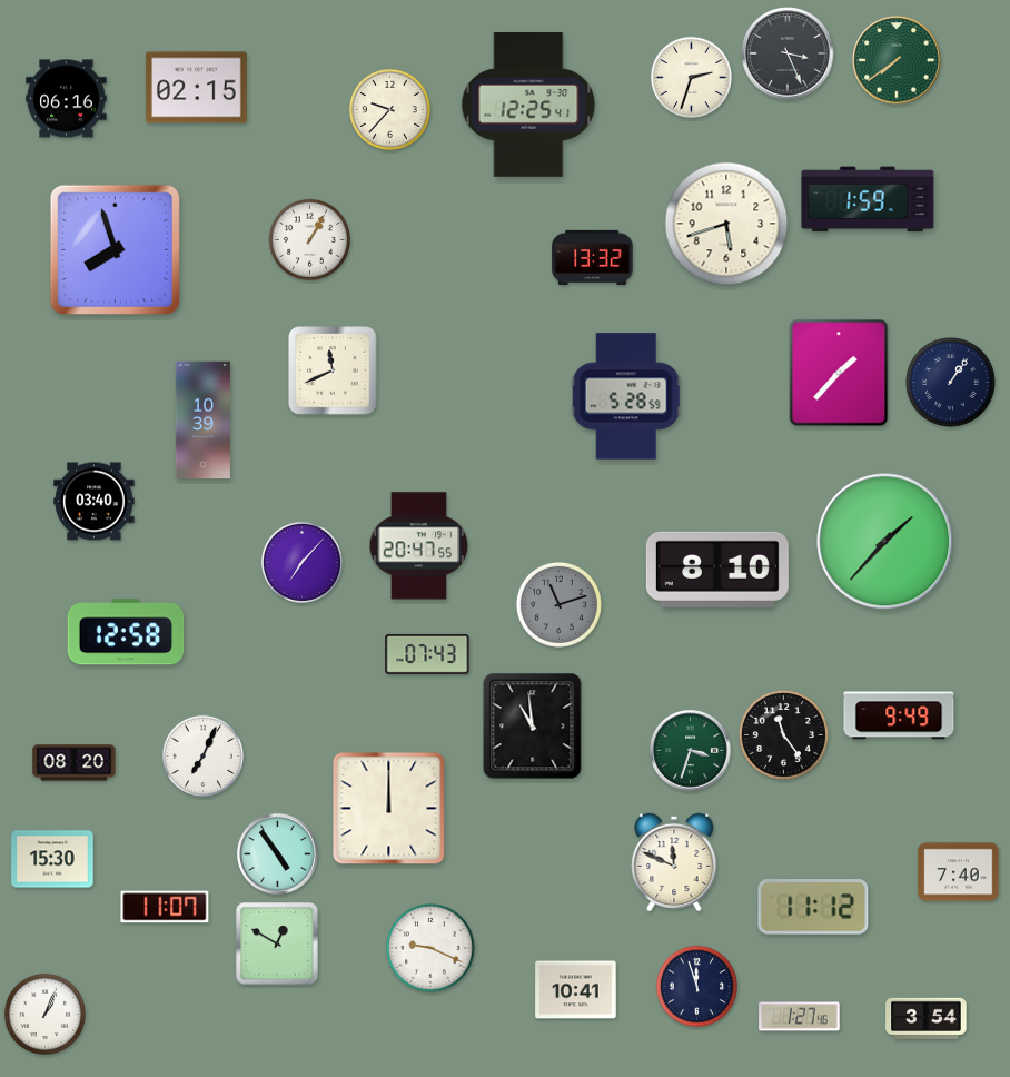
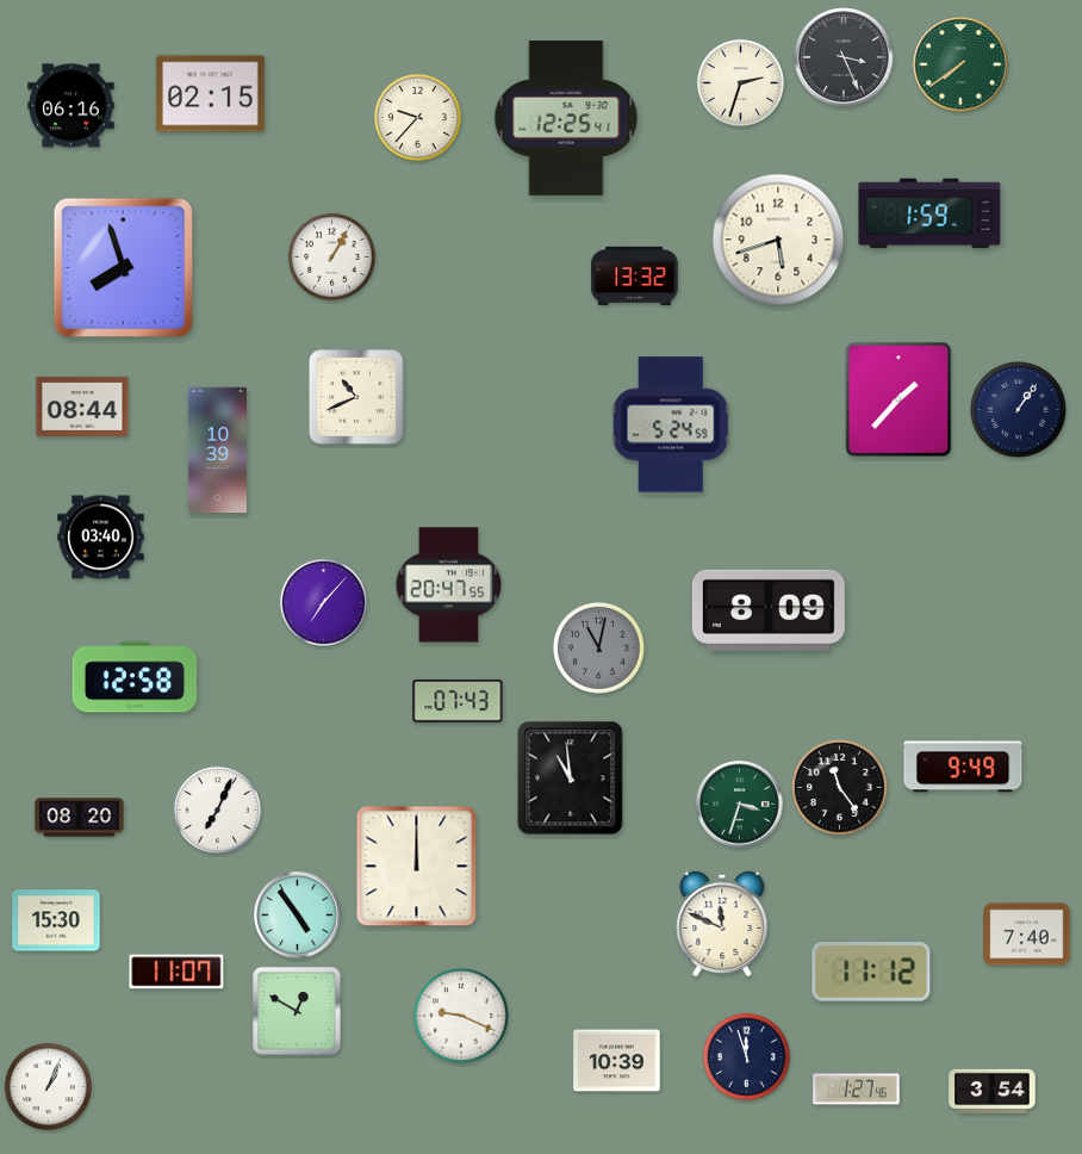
clock at (528, 106) position: (528, 106) -> (566, 119)
clock at (333, 370): 11:41 -> 10:41
clock at (82, 407): none -> 08:44
clock at (626, 396): 5:28 -> 5:24
clock at (885, 542): 1:37 -> none
clock at (717, 570): 8:10 -> 8:09
clock at (558, 604): 11:12 -> 11:02
clock at (576, 990): 10:41 -> 10:39
